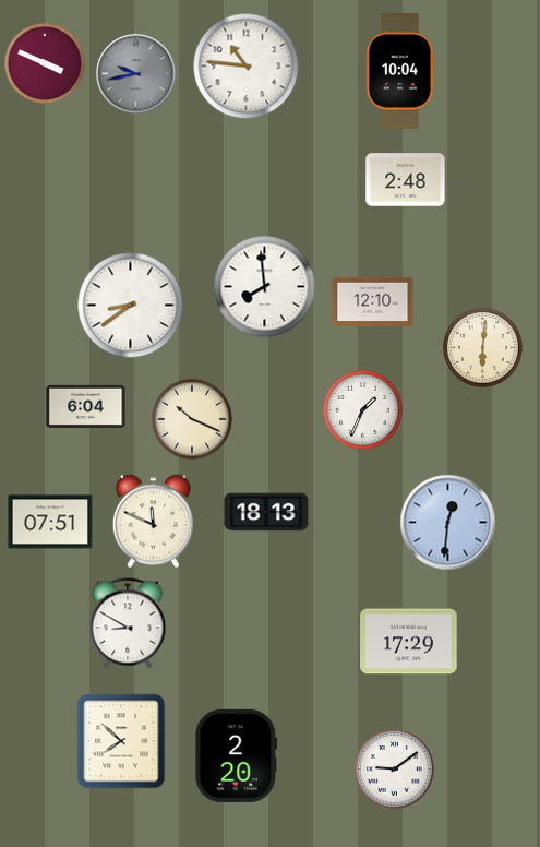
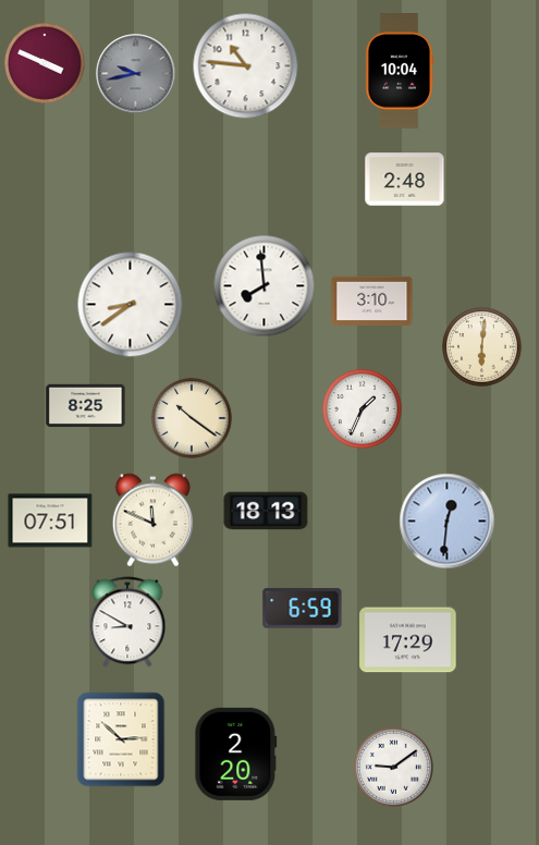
clock at (373, 301): 12:10 -> 3:10
clock at (86, 406): 6:04 -> 8:25
clock at (193, 419): 10:19 -> 10:21
clock at (303, 609): none -> 6:59
clock at (121, 741): 7:52 -> 2:52
